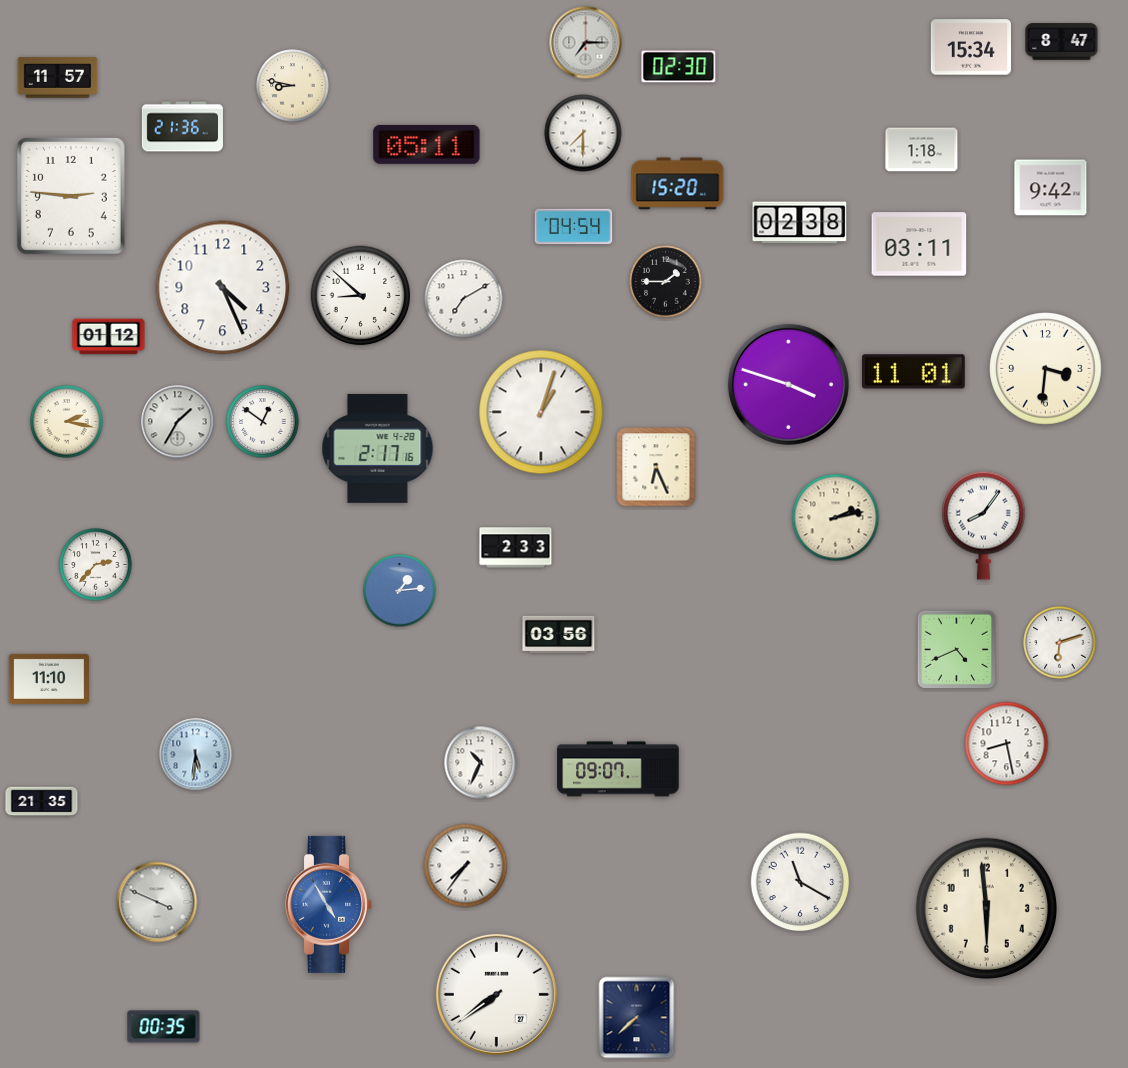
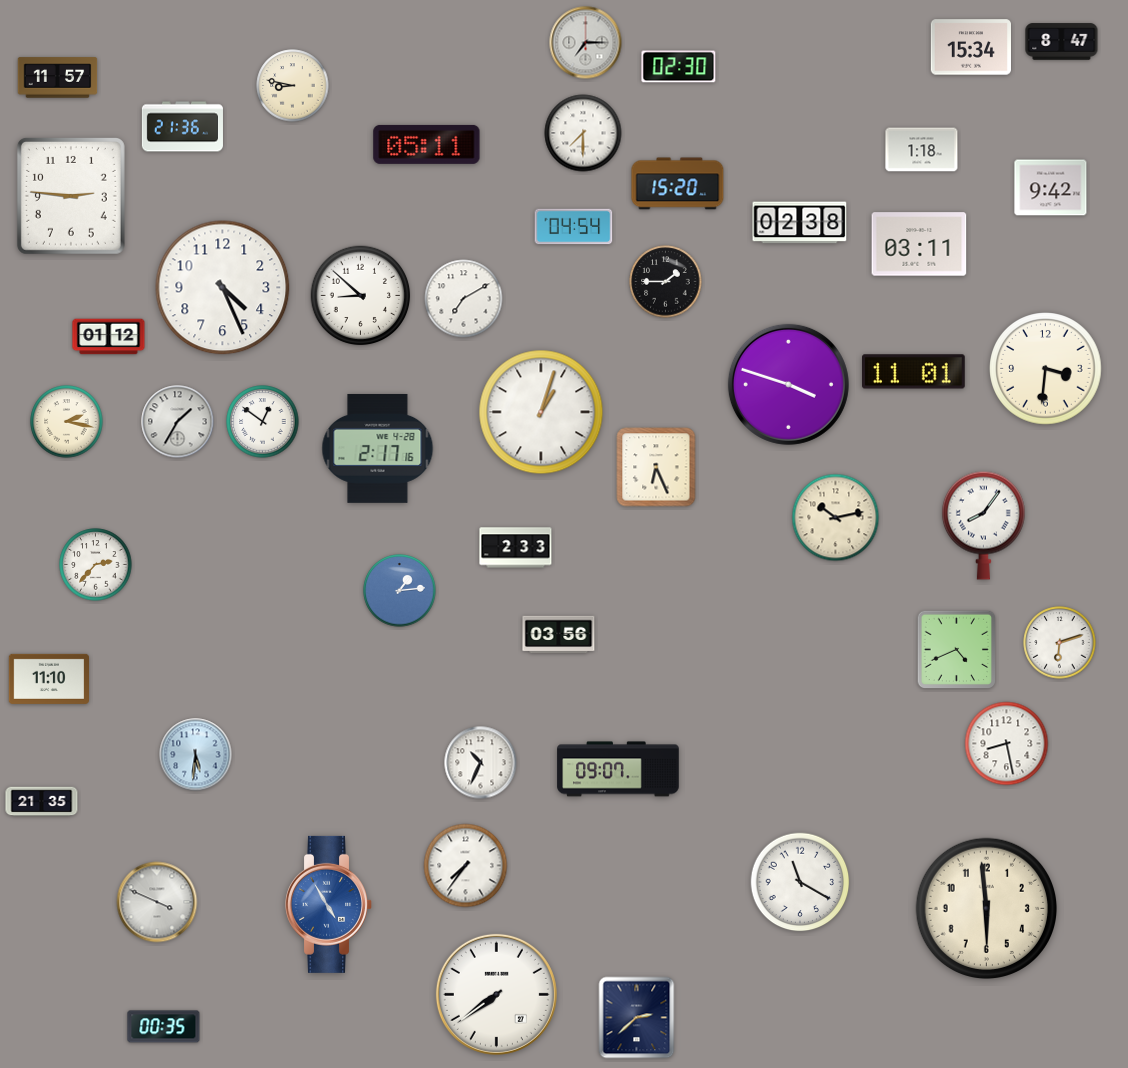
clock at (836, 518): 2:13 -> 10:13
clock at (637, 1018): 7:38 -> 2:38
